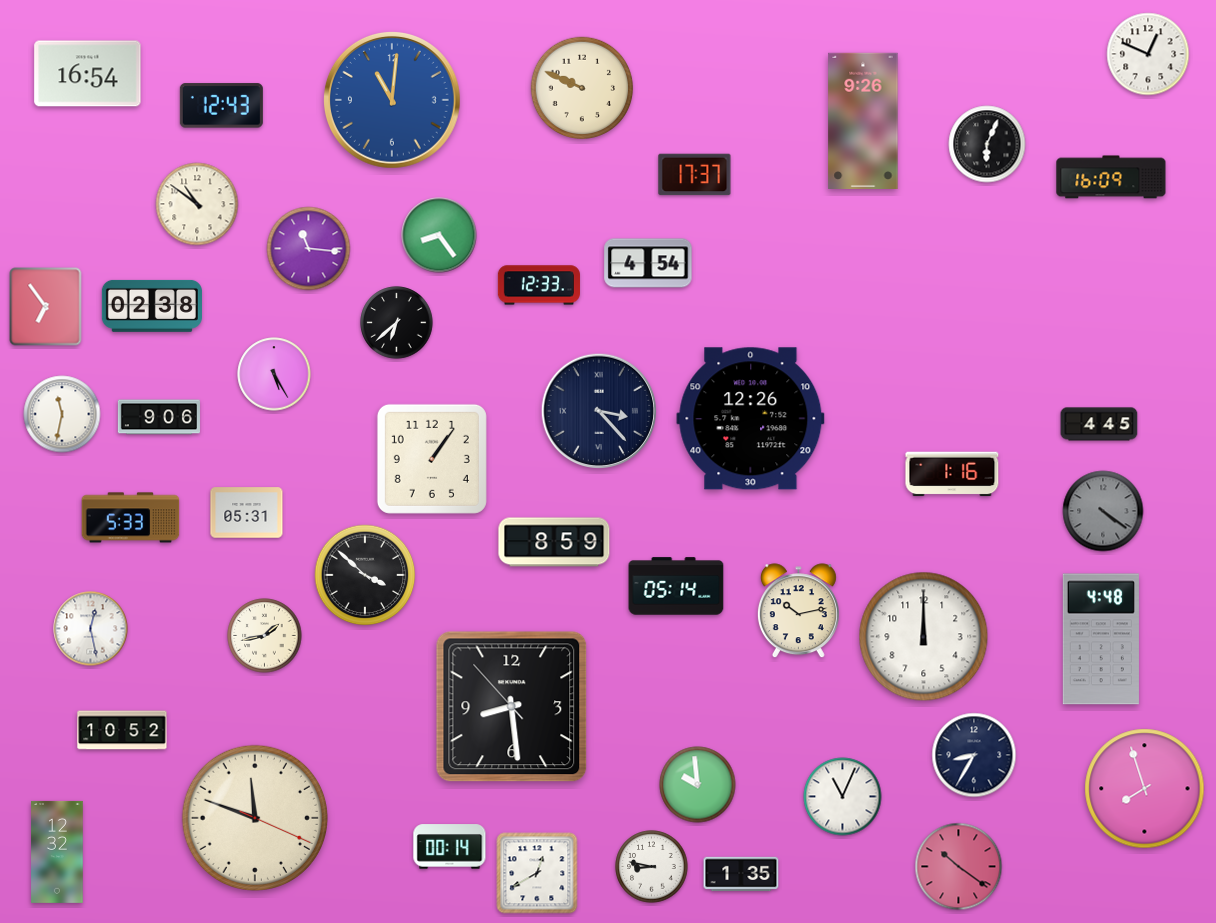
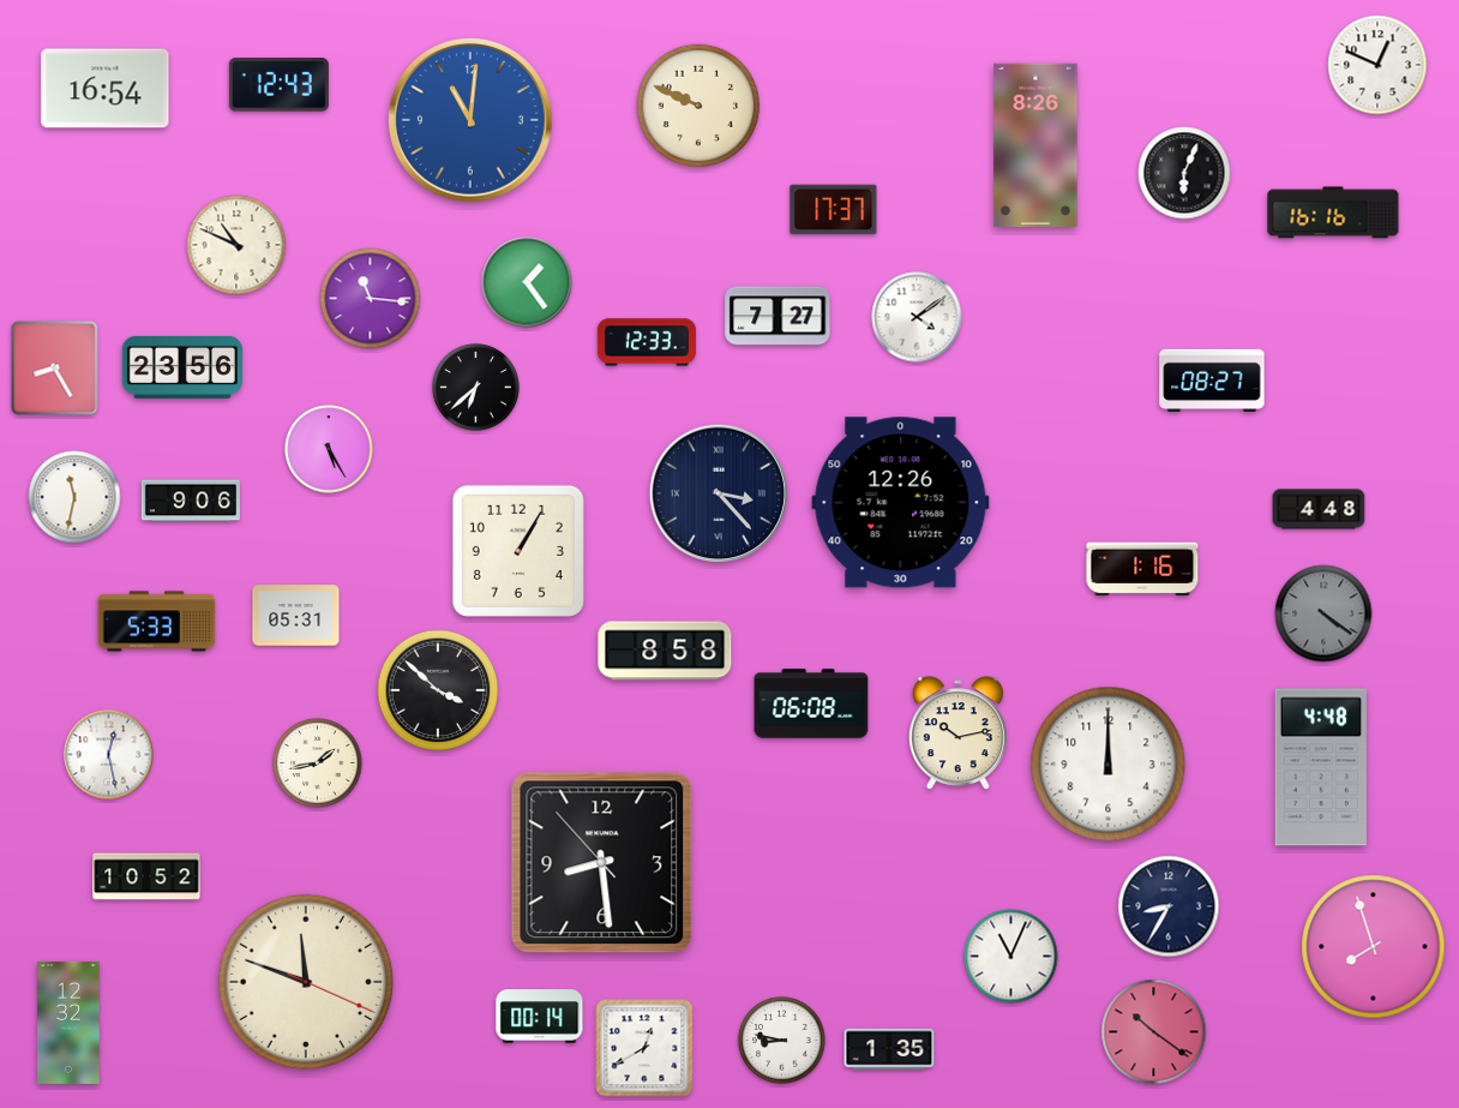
clock at (221, 106) position: (221, 106) -> (278, 85)
clock at (863, 120): 9:26 -> 8:26
clock at (1111, 177): 16:09 -> 16:16
clock at (197, 204): 10:51 -> 10:49
clock at (439, 235): 8:24 -> 1:24
clock at (648, 263): 4:54 -> 7:27
clock at (917, 317): none -> 4:09
clock at (152, 306): 02:38 -> 23:56
clock at (46, 307): 6:54 -> 8:25
clock at (1212, 379): none -> 08:27
clock at (1099, 424): 4:45 -> 4:48
clock at (432, 459): 1:06 -> 1:05
clock at (554, 542): 8:59 -> 8:58
clock at (676, 586): 05:14 -> 06:08
clock at (512, 707) position: (512, 707) -> (602, 863)
clock at (698, 785): 9:59 -> none
clock at (959, 867) position: (959, 867) -> (1154, 1032)
